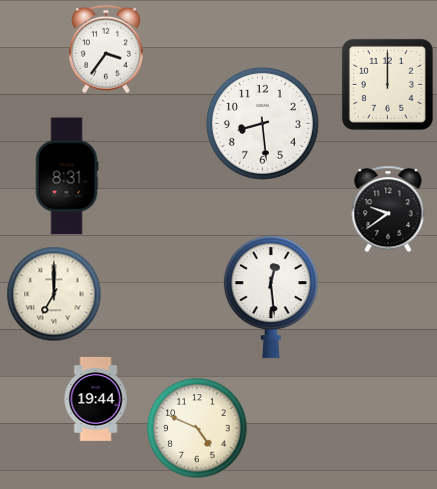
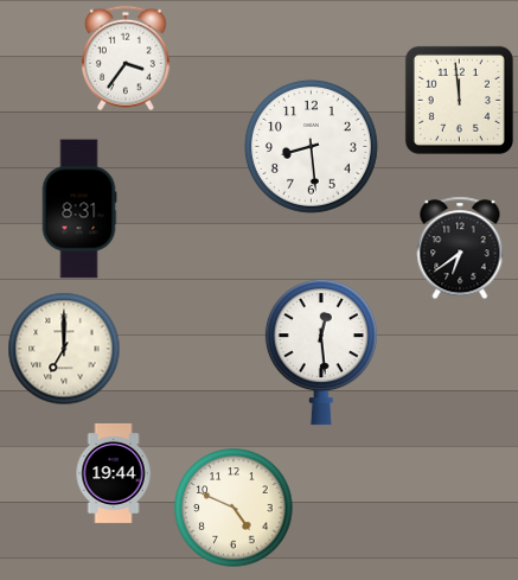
clock at (387, 84): 12:00 -> 11:59
clock at (388, 209): 9:39 -> 6:39
